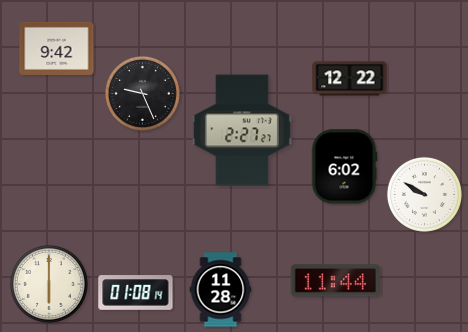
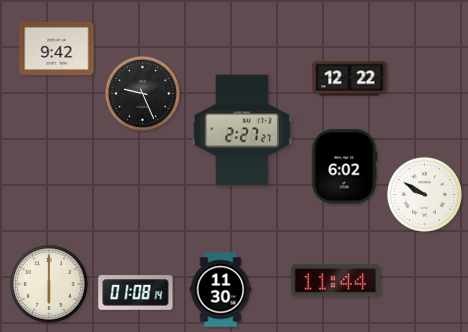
clock at (221, 290): 11:28 -> 11:30
